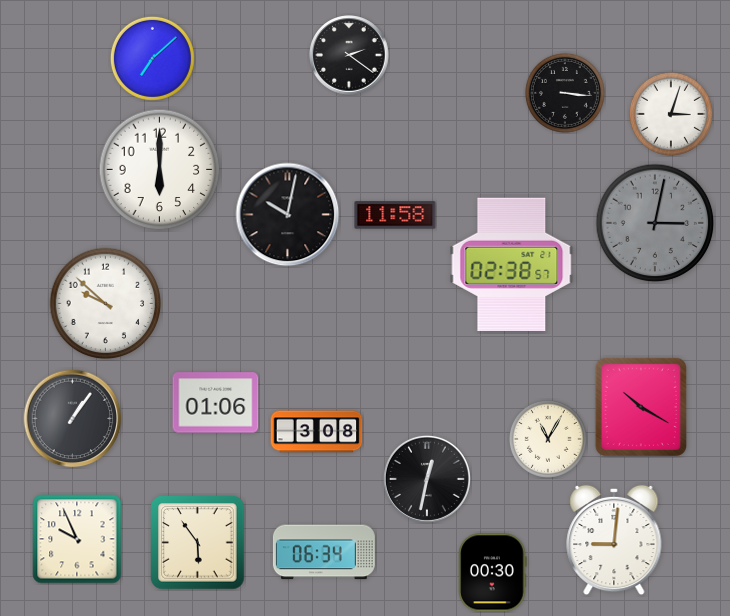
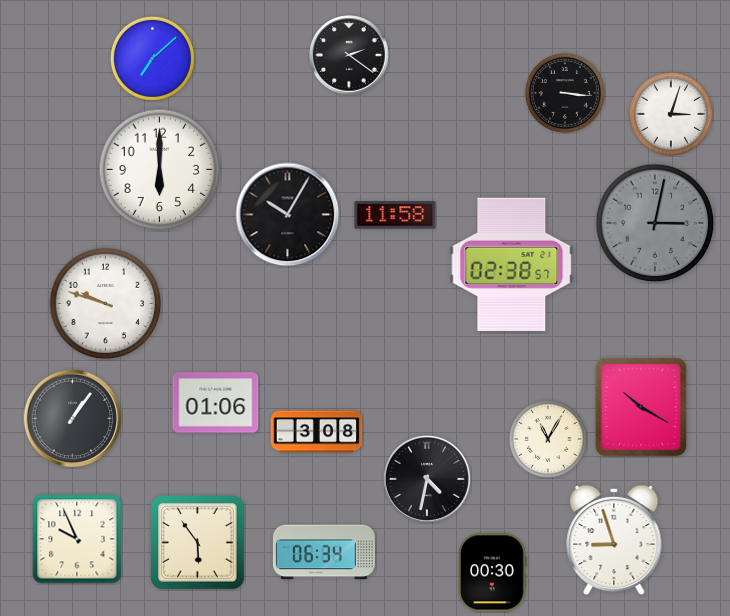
clock at (288, 215): 10:02 -> 10:05
clock at (106, 304): 9:52 -> 9:48
clock at (427, 479): 12:32 -> 4:32
clock at (614, 540): 9:01 -> 8:57
